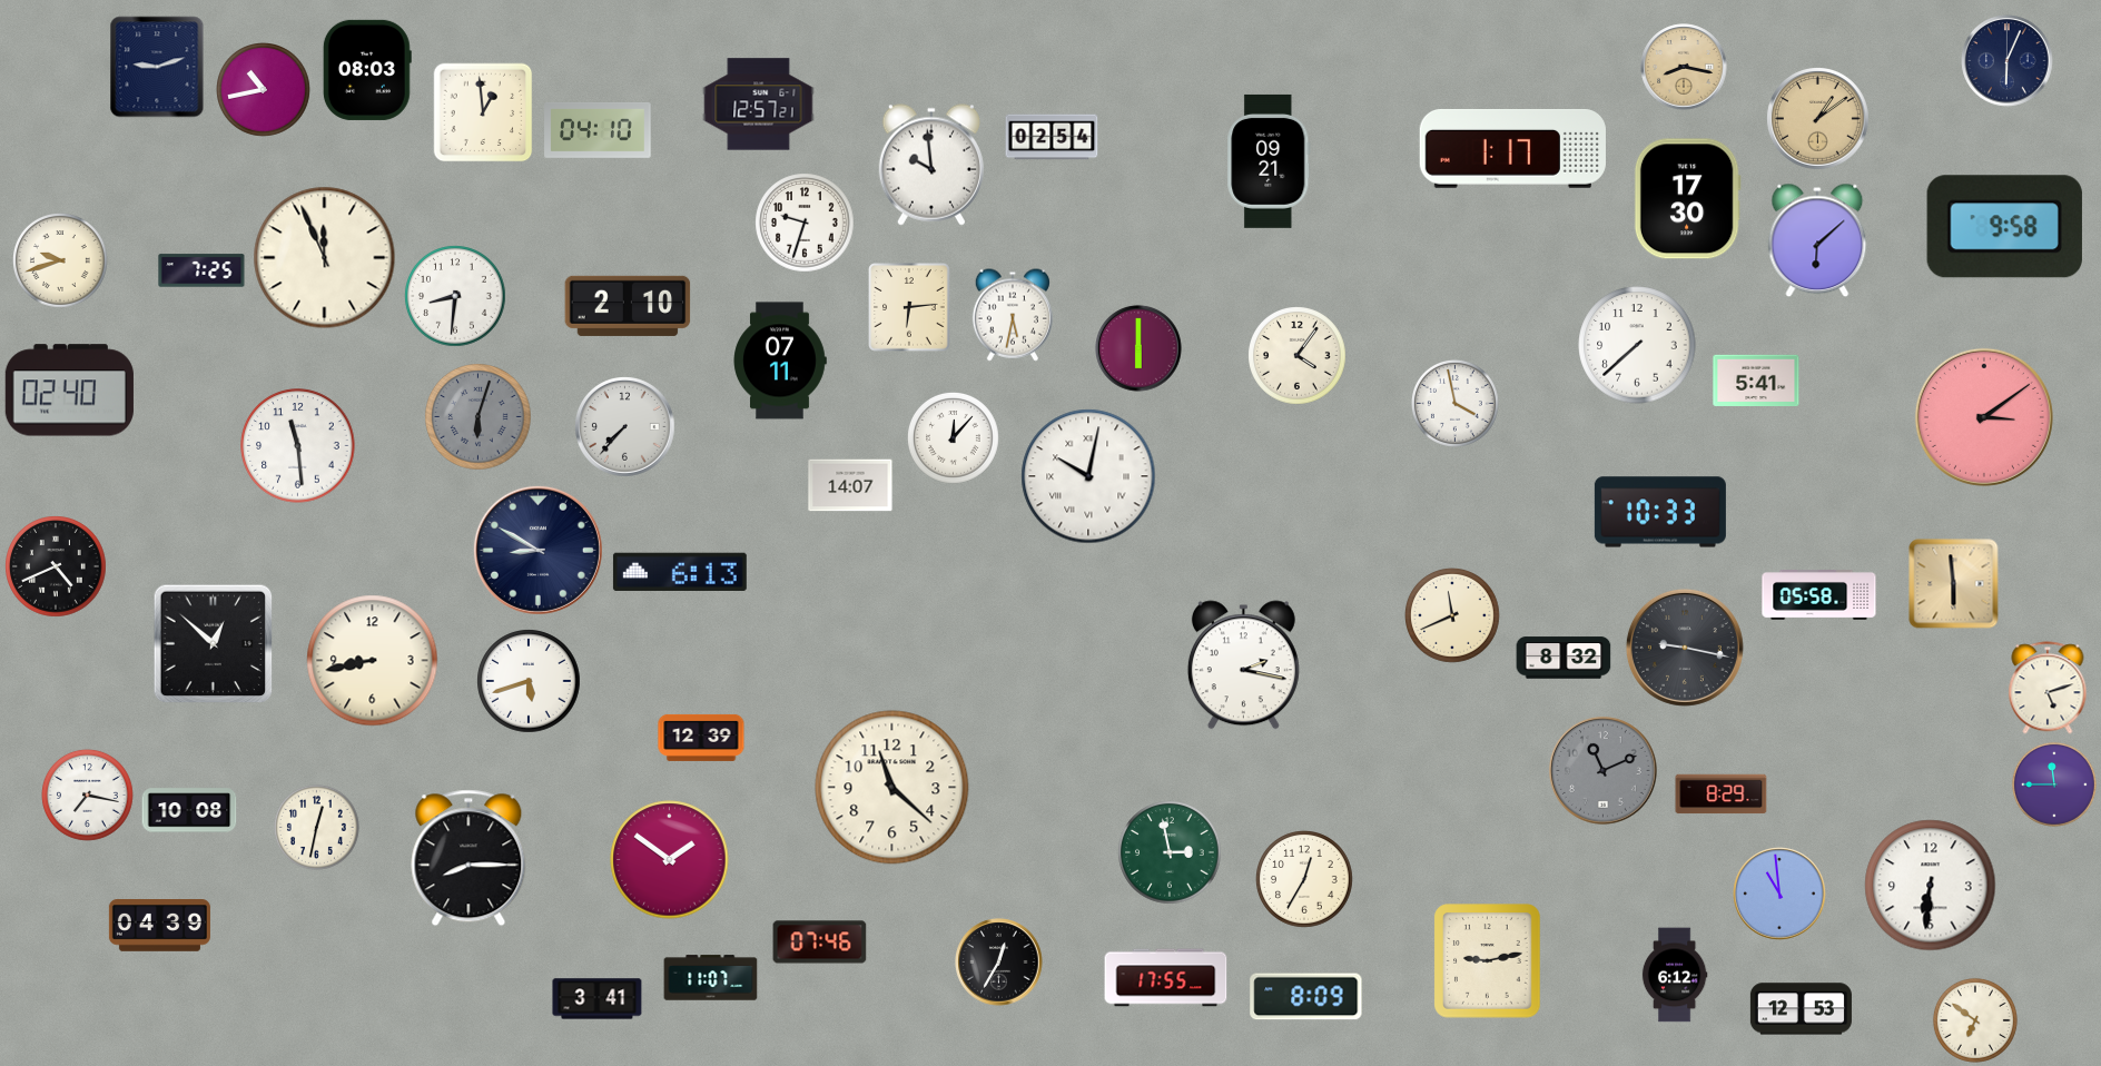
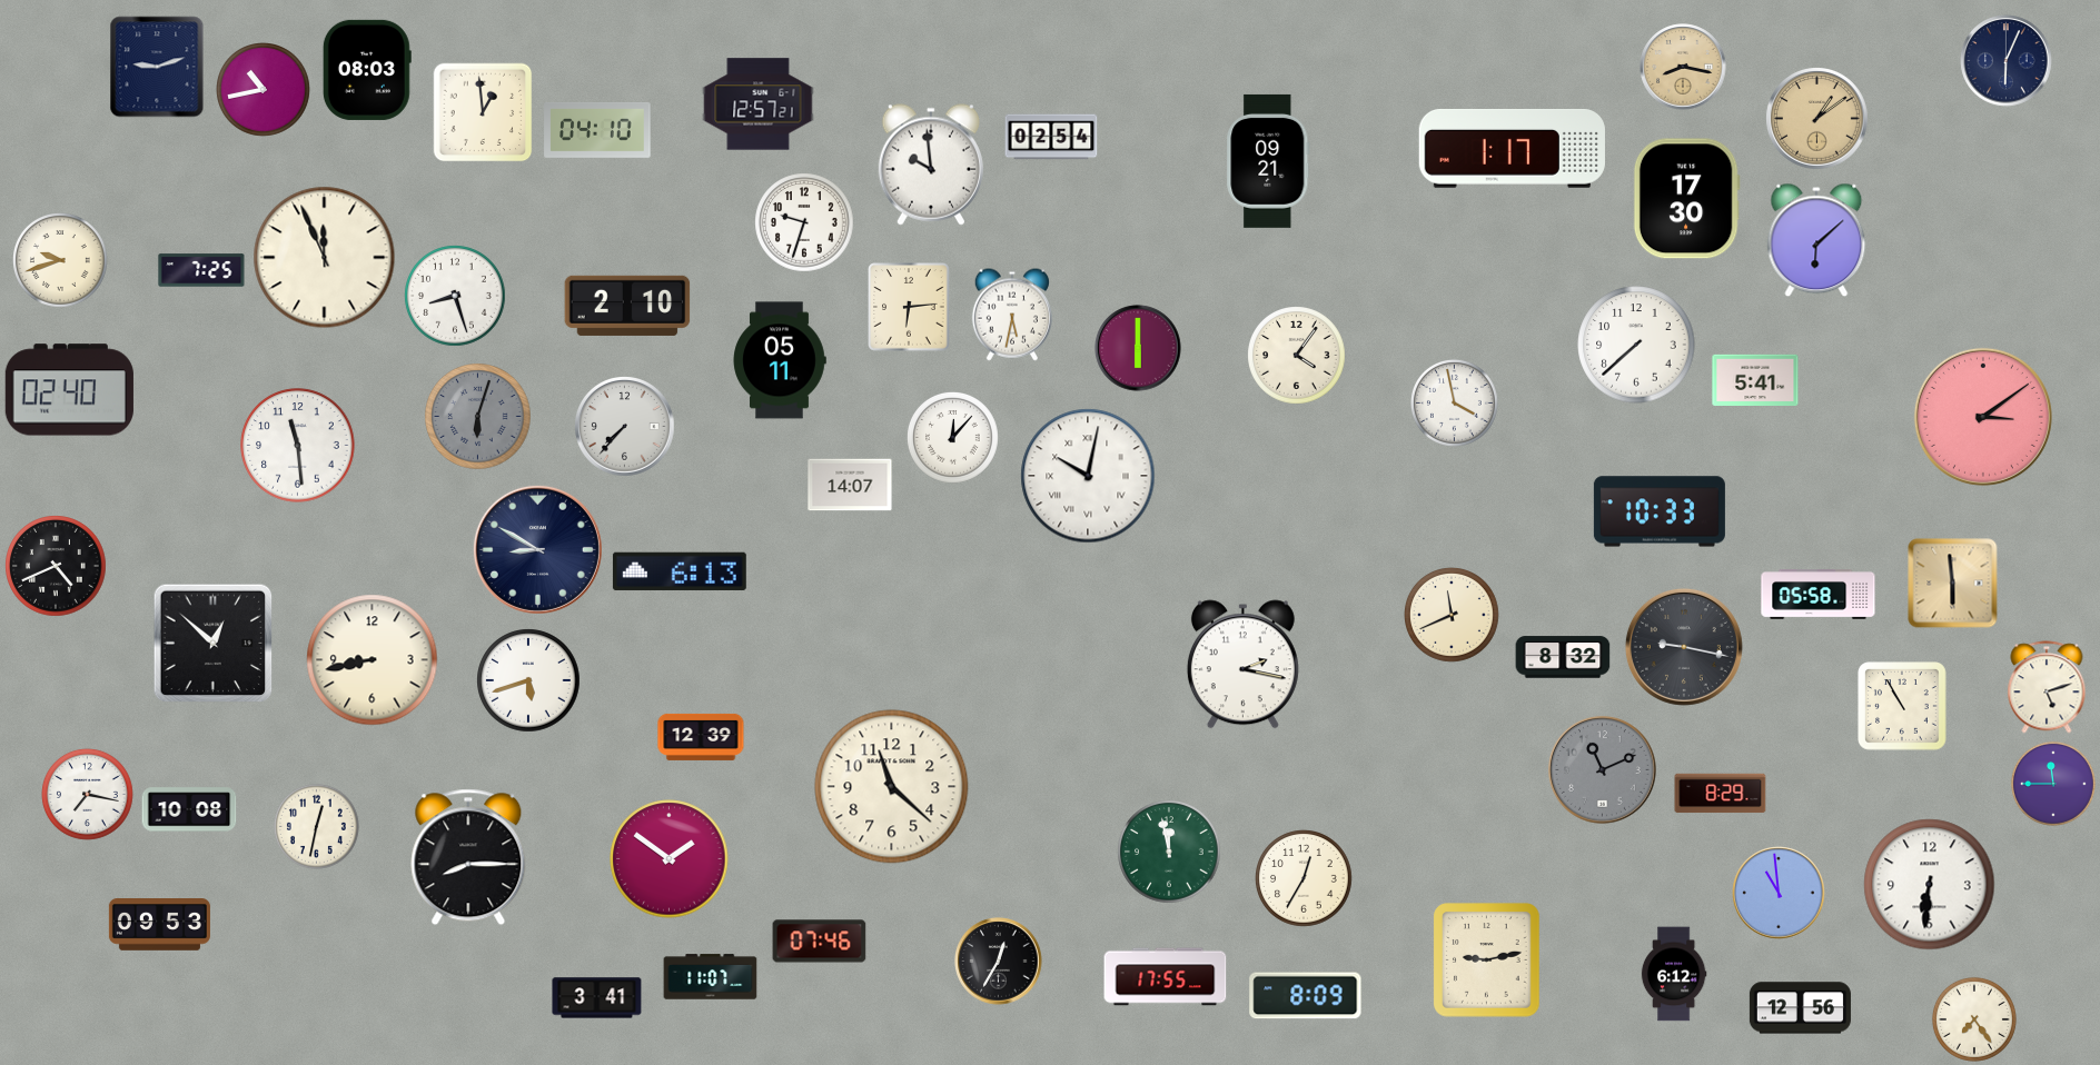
clock at (2004, 227): 9:58 -> none
clock at (455, 296): 8:31 -> 8:27
clock at (780, 361): 07:11 -> 05:11
clock at (1902, 706): none -> 10:55
clock at (1170, 852): 2:58 -> 11:58
clock at (159, 926): 04:39 -> 09:53
clock at (1801, 1009): 12:53 -> 12:56
clock at (1975, 1020): 6:51 -> 7:24
